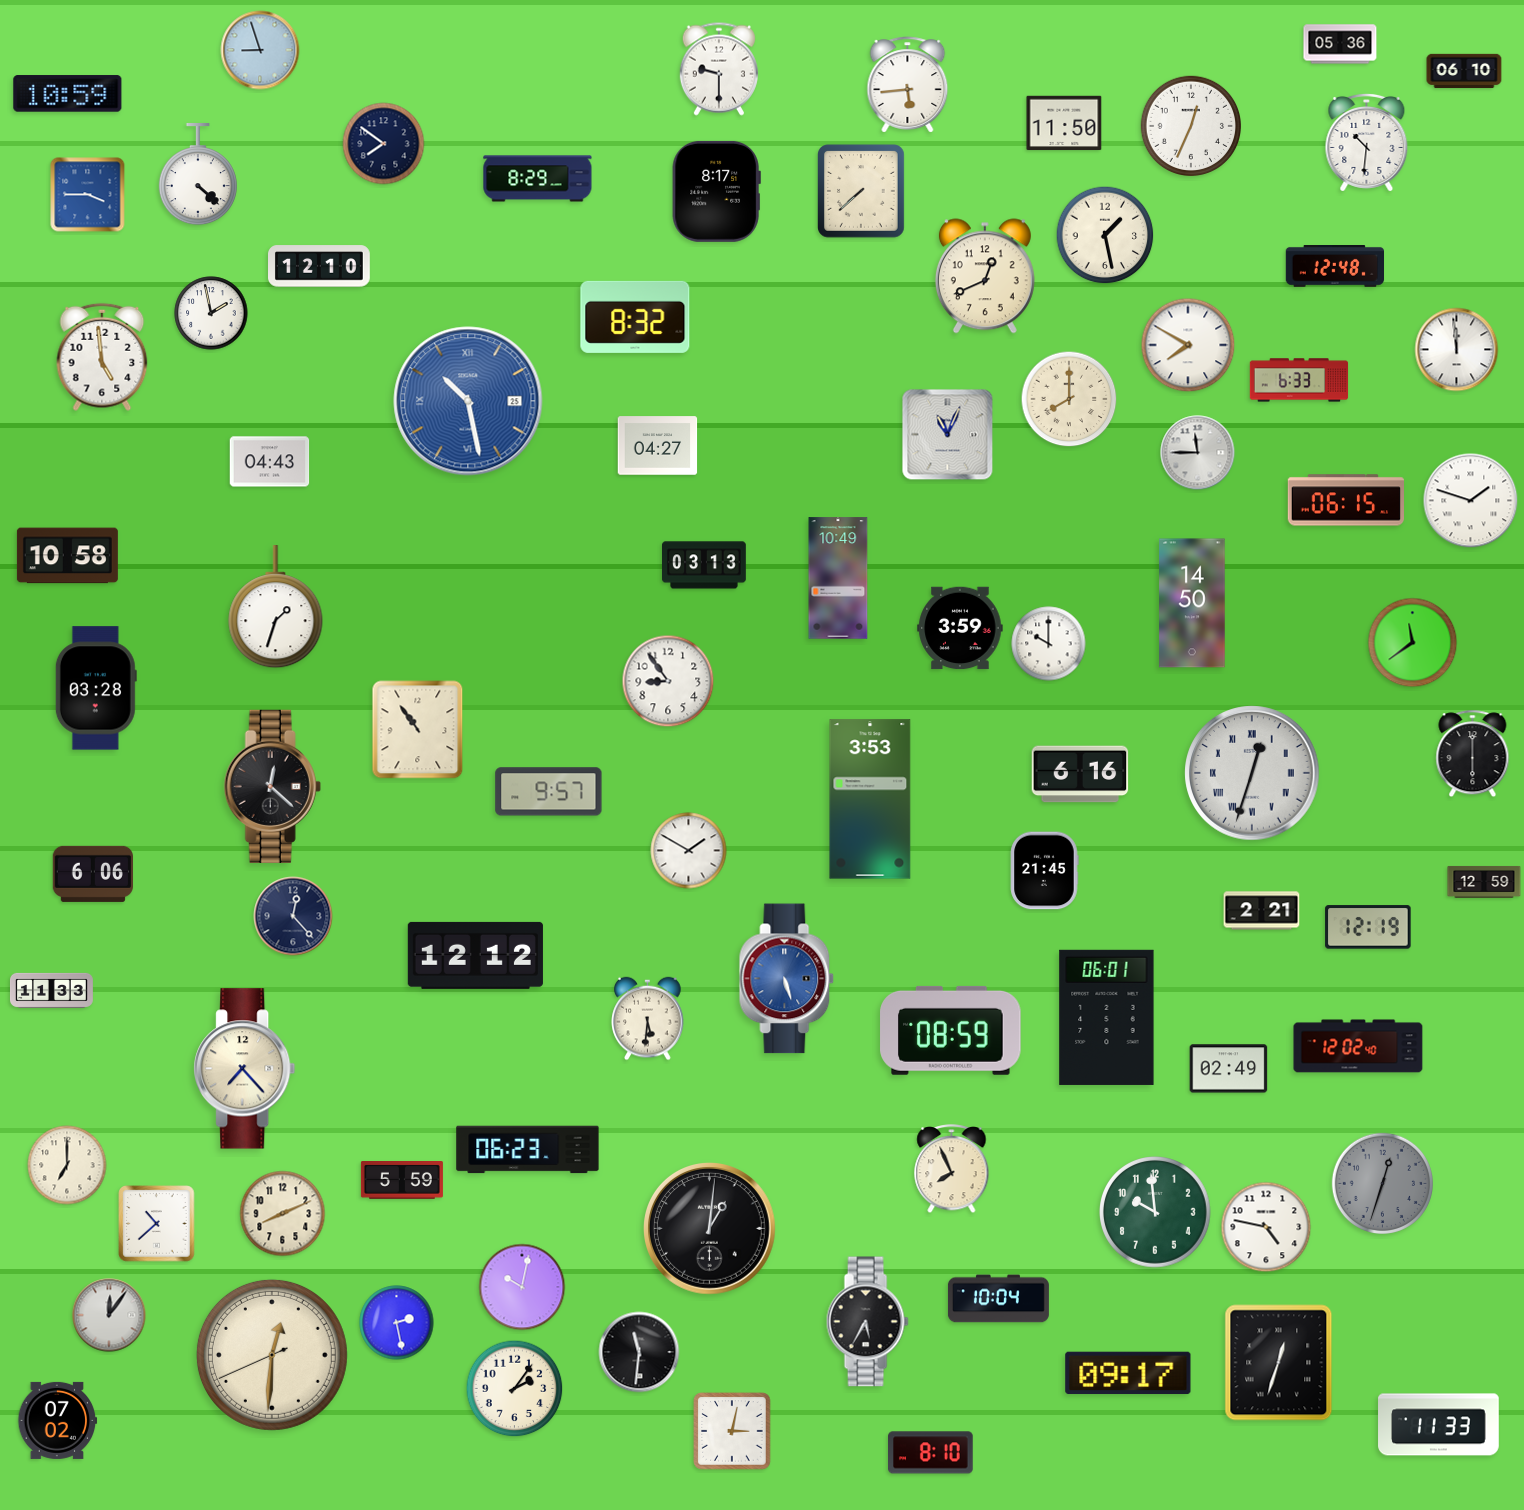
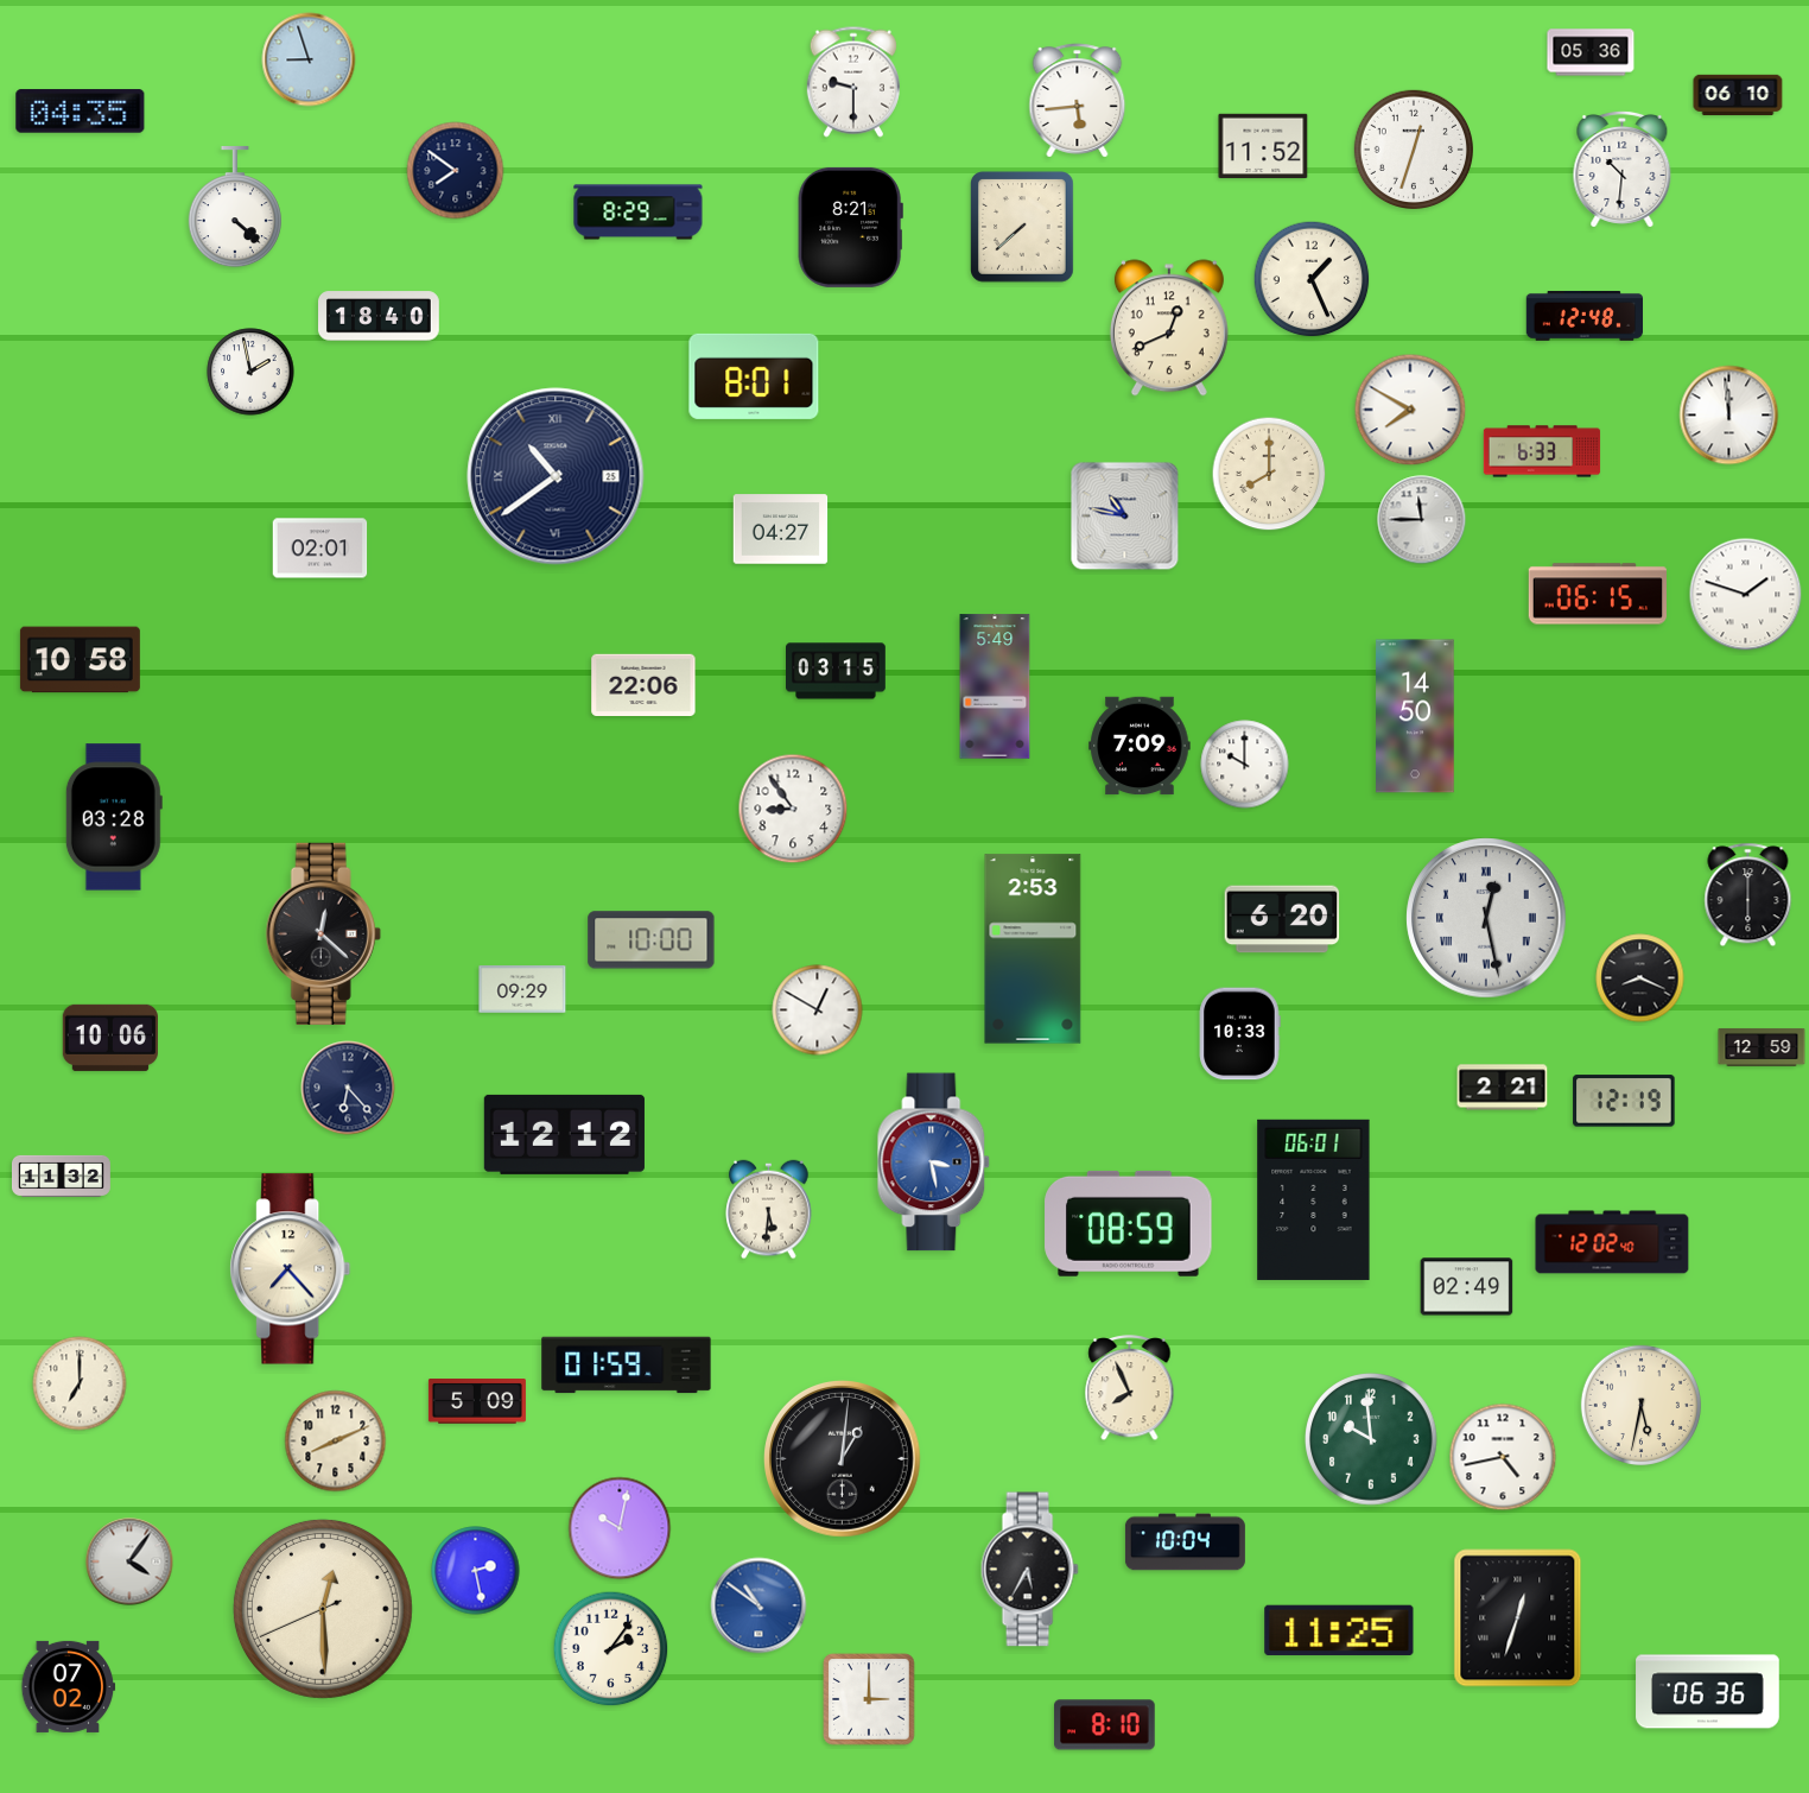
clock at (1464, 71) position: (1464, 71) -> (1738, 95)
clock at (68, 94): 10:59 -> 04:35
clock at (1064, 123): 11:50 -> 11:52
clock at (1190, 125): 12:34 -> 12:33
clock at (716, 191): 8:17 -> 8:21
clock at (88, 195): 3:45 -> none
clock at (1105, 235): 1:28 -> 1:26
clock at (320, 266): 12:10 -> 18:40
clock at (635, 317): 8:32 -> 8:01
clock at (102, 357): 4:59 -> none
clock at (468, 401): 10:28 -> 10:39
clock at (468, 401) dial: blue -> navy
clock at (948, 435): 11:04 -> 10:47
clock at (1198, 453) position: (1198, 453) -> (1422, 520)
clock at (270, 462): 04:43 -> 02:01
clock at (705, 565): 03:13 -> 03:15
clock at (643, 684): none -> 22:06
clock at (838, 578): 10:49 -> 5:49
clock at (276, 607): 1:33 -> none
clock at (960, 628): 3:59 -> 7:09
clock at (1413, 643): 11:39 -> none
clock at (418, 730): 10:54 -> none
clock at (1252, 773): 12:33 -> 12:28
clock at (1080, 774): 6:16 -> 6:20
clock at (549, 792): 9:57 -> 10:00
clock at (870, 799): 3:53 -> 2:53
clock at (1640, 978): none -> 8:19
clock at (522, 989): none -> 09:29
clock at (689, 851): 1:50 -> 12:50
clock at (1044, 871): 21:45 -> 10:33
clock at (93, 874): 6:06 -> 10:06
clock at (1262, 911) position: (1262, 911) -> (1503, 1088)
clock at (293, 916): 12:23 -> 6:23
clock at (787, 979): 5:27 -> 3:28
clock at (52, 990): 11:33 -> 11:32
clock at (1107, 1017) position: (1107, 1017) -> (1314, 1199)
clock at (1229, 1069) position: (1229, 1069) -> (1467, 1287)
clock at (528, 1150): 06:23 -> 01:59
clock at (402, 1181): 5:59 -> 5:09
clock at (1382, 1183): 12:33 -> 5:32
clock at (1382, 1183) dial: grey -> cream
clock at (157, 1224): 10:38 -> none
clock at (1266, 1227): 4:47 -> 4:43
clock at (109, 1315): 12:06 -> 4:06
clock at (397, 1323) position: (397, 1323) -> (476, 1571)
clock at (639, 1352): 11:31 -> 10:51
clock at (639, 1352) dial: black -> blue
clock at (272, 1355): 12:30 -> 12:29
clock at (1128, 1373): 09:17 -> 11:25
clock at (1439, 1425): 11:33 -> 06:36
clock at (732, 1431): 3:02 -> 3:00
